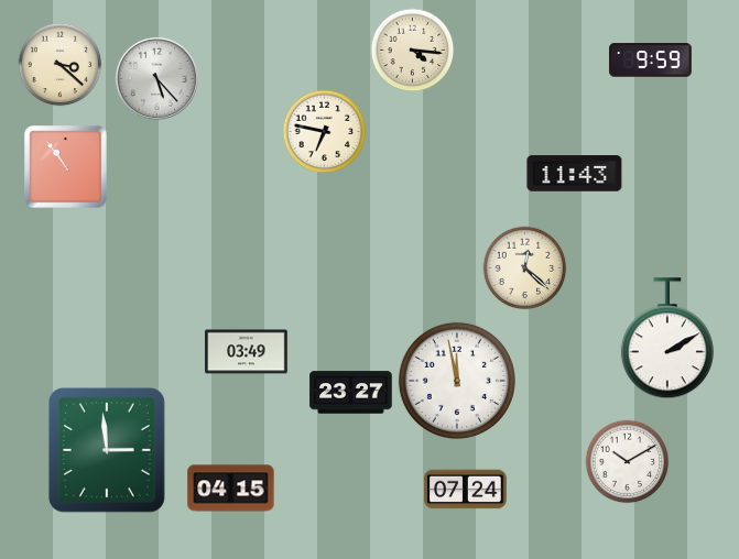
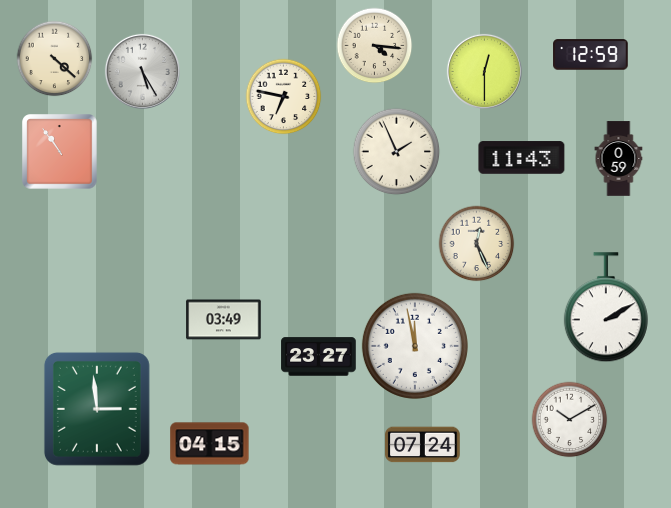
clock at (651, 61): 9:59 -> 12:59
clock at (61, 65): 3:22 -> 4:22
clock at (156, 78): 5:23 -> 5:25
clock at (484, 71): none -> 12:30
clock at (325, 132) position: (325, 132) -> (284, 97)
clock at (397, 152): none -> 1:56
clock at (619, 159): none -> 0:59
clock at (525, 268): 12:22 -> 12:26
